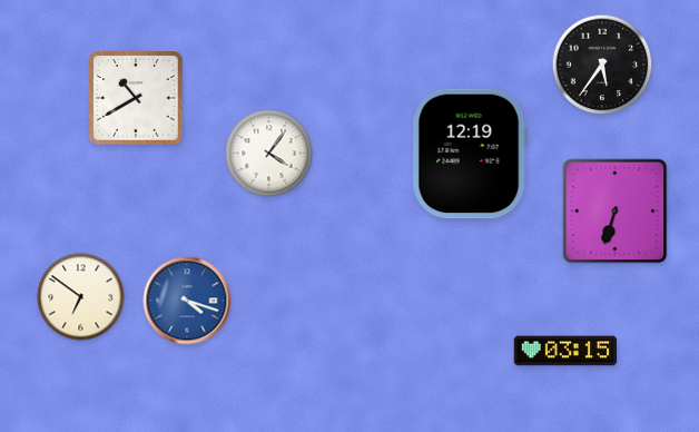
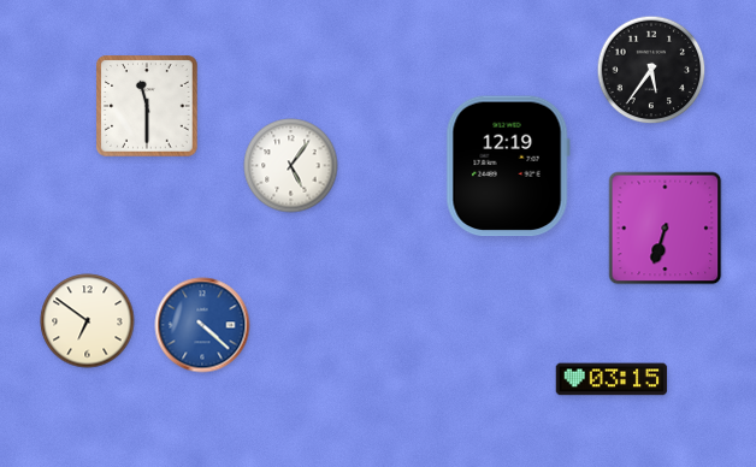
clock at (136, 98): 10:40 -> 11:30
clock at (269, 154): 4:06 -> 5:06
clock at (187, 301): 4:18 -> 4:22
